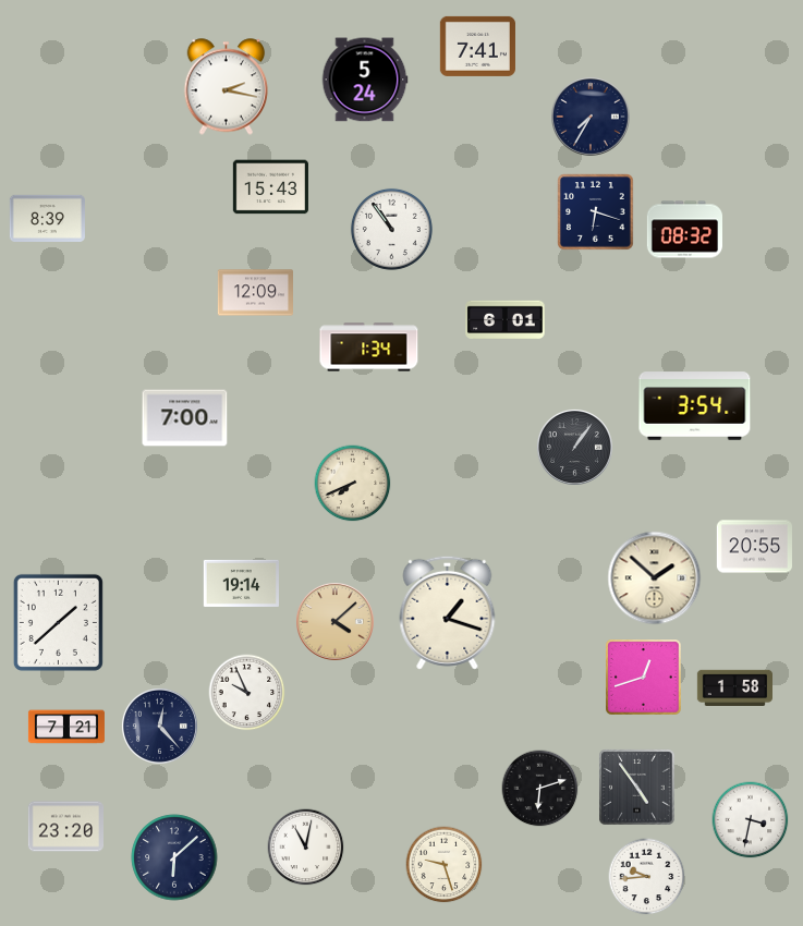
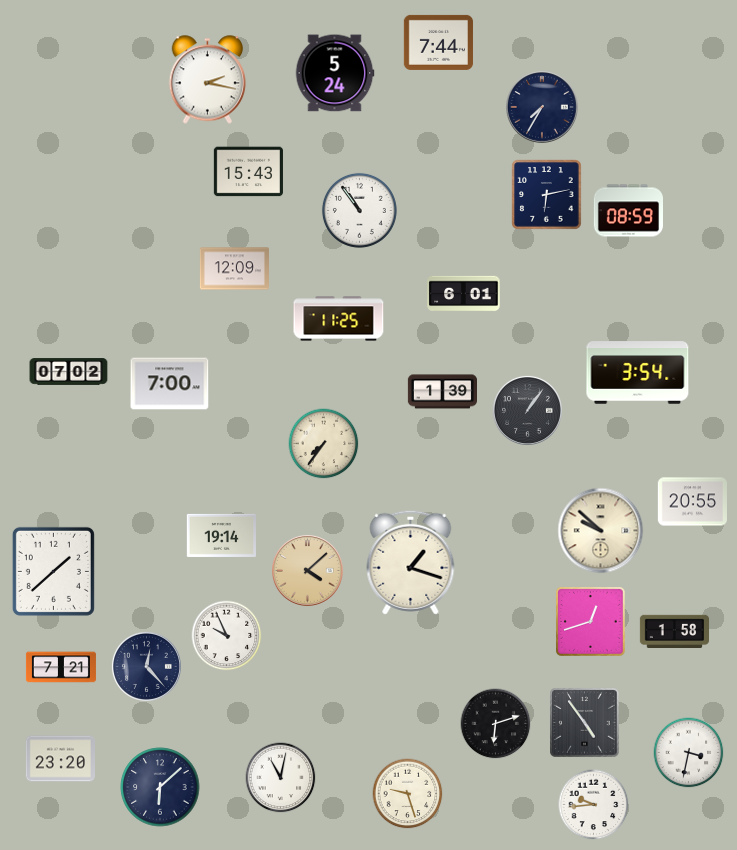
clock at (477, 46): 7:41 -> 7:44
clock at (596, 212): 6:18 -> 6:13
clock at (47, 218): 8:39 -> none
clock at (684, 230): 08:32 -> 08:59
clock at (369, 348): 1:34 -> 11:25
clock at (69, 372): none -> 07:02
clock at (442, 392): none -> 1:39
clock at (353, 484): 7:41 -> 7:36
clock at (655, 578): 1:52 -> 9:52
